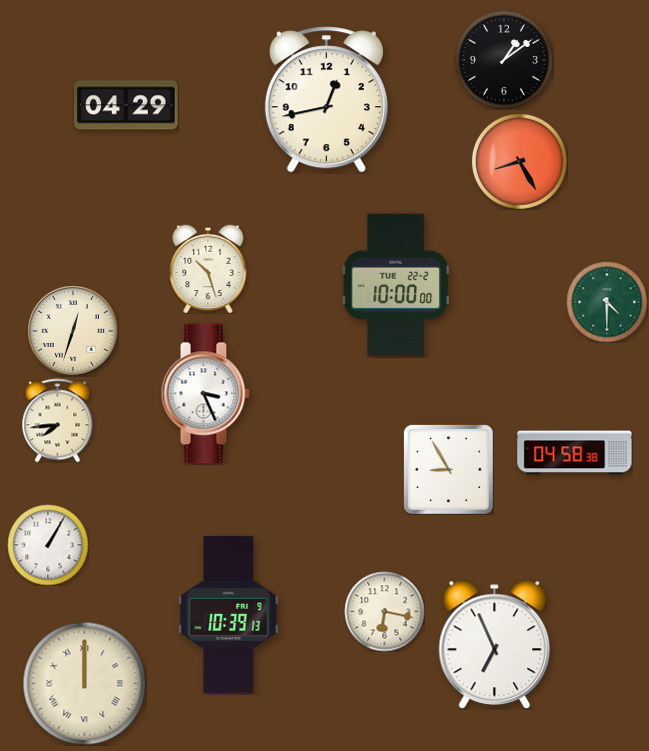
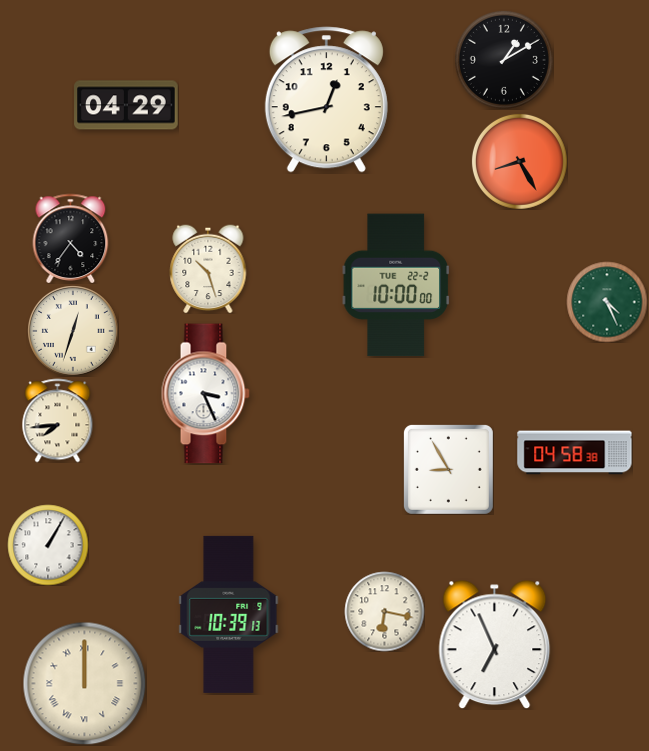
clock at (504, 60): 1:09 -> 1:10
clock at (71, 238): none -> 4:36
clock at (607, 302): 4:30 -> 4:26
